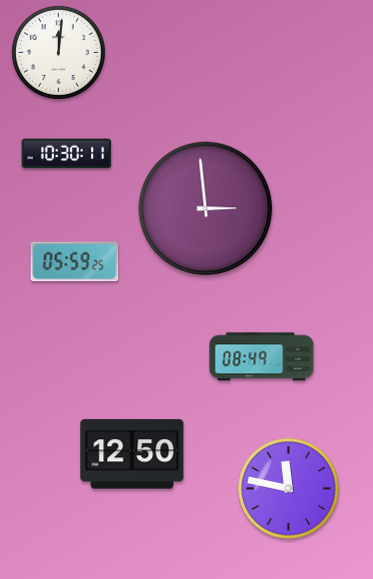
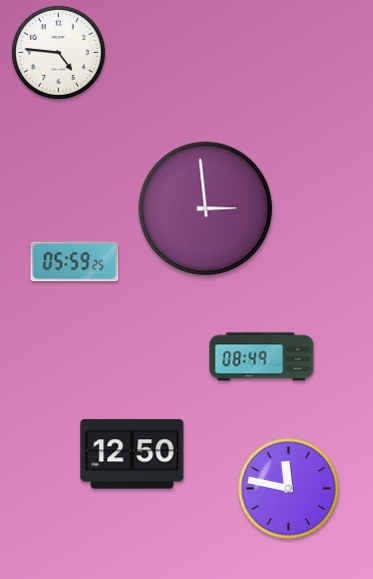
clock at (58, 52): 12:01 -> 4:46
clock at (67, 154): 10:30 -> none
